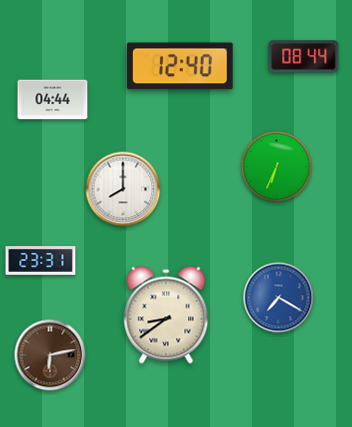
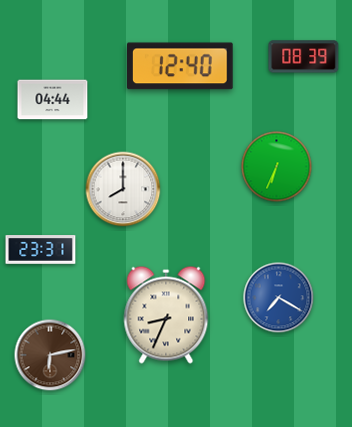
clock at (304, 57): 08:44 -> 08:39
clock at (41, 261) position: (41, 261) -> (41, 250)
clock at (166, 315): 8:39 -> 8:34
